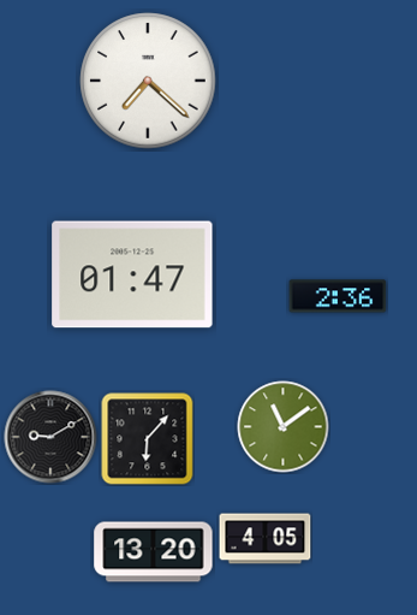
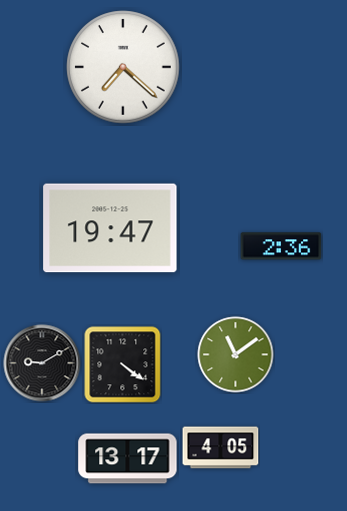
clock at (132, 274): 01:47 -> 19:47
clock at (148, 439): 6:07 -> 4:21
clock at (154, 552): 13:20 -> 13:17
